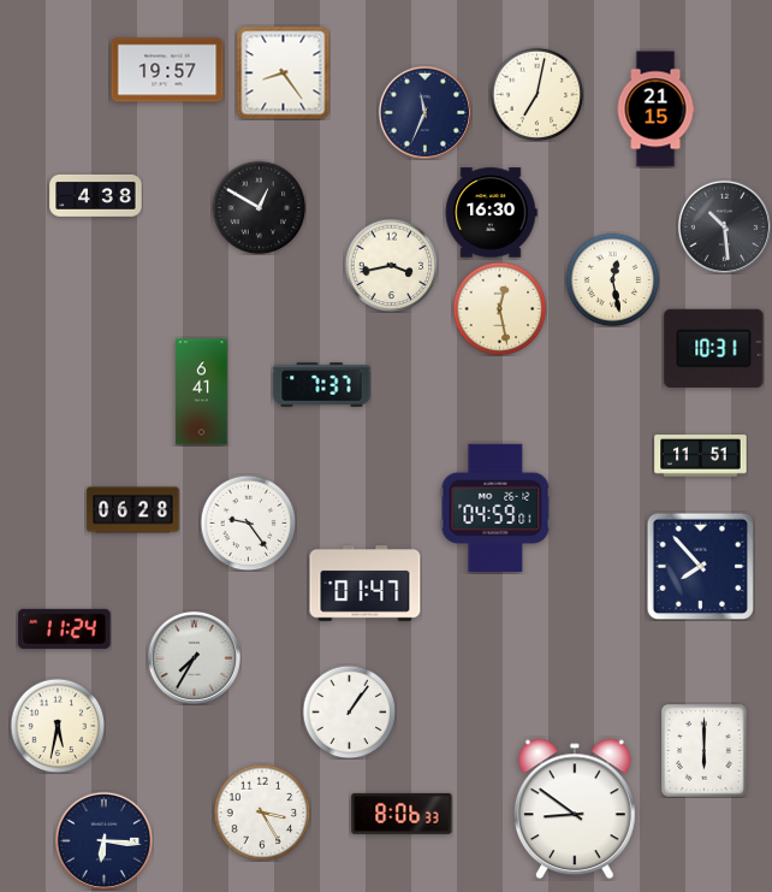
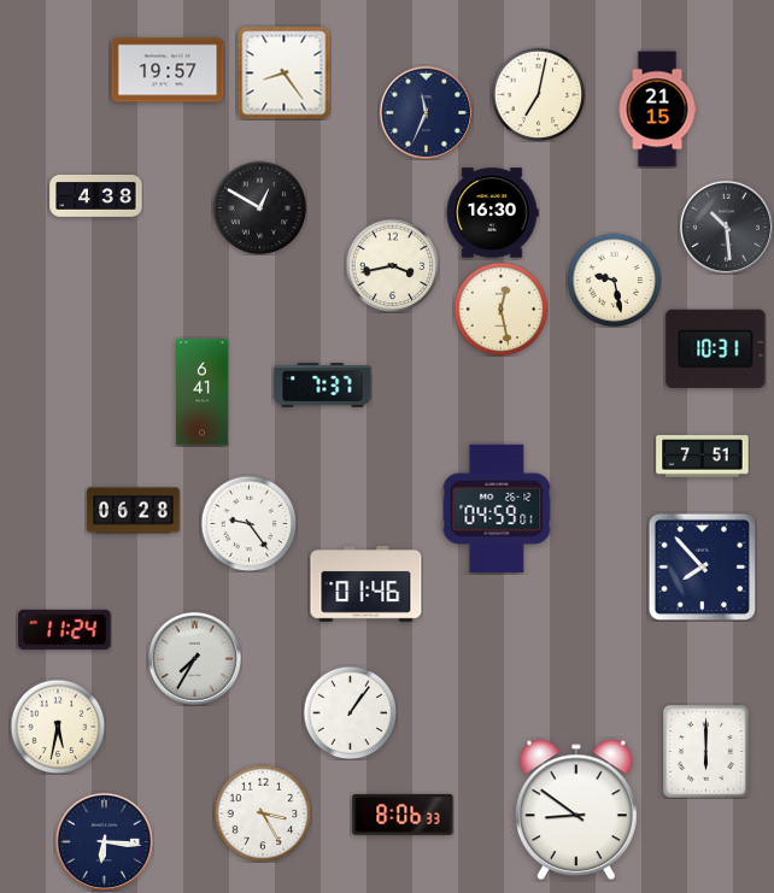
clock at (612, 279): 12:28 -> 9:28
clock at (701, 456): 11:51 -> 7:51
clock at (366, 584): 01:47 -> 01:46
